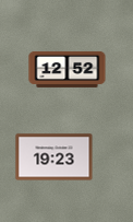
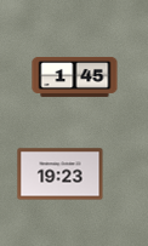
clock at (68, 69): 12:52 -> 1:45
